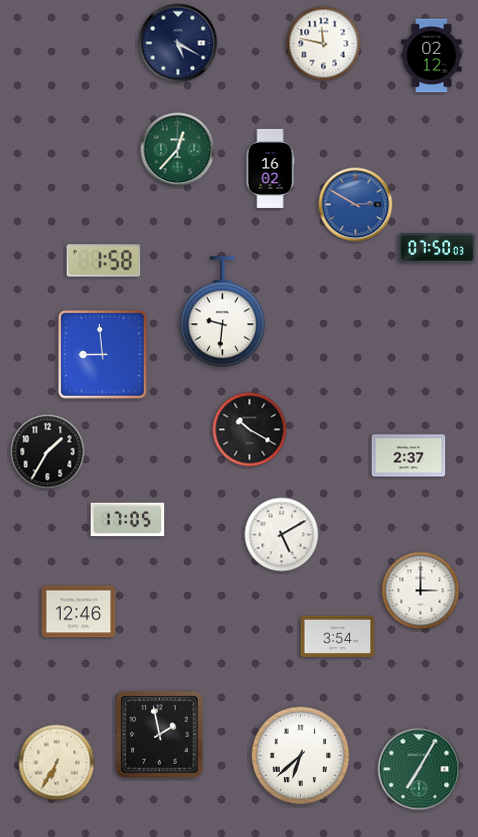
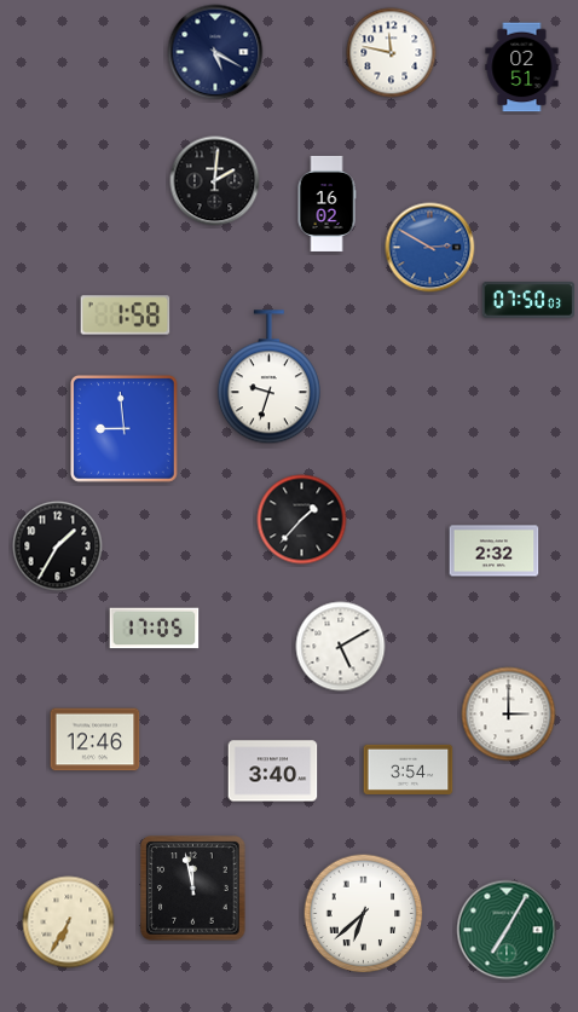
clock at (432, 56): 02:12 -> 02:51
clock at (178, 150): 12:37 -> 2:01
clock at (178, 150) dial: green -> black
clock at (222, 312): 9:31 -> 9:33
clock at (250, 430): 10:20 -> 1:37
clock at (409, 456): 2:37 -> 2:32
clock at (273, 771): none -> 3:40
clock at (160, 735): 1:58 -> 11:58
